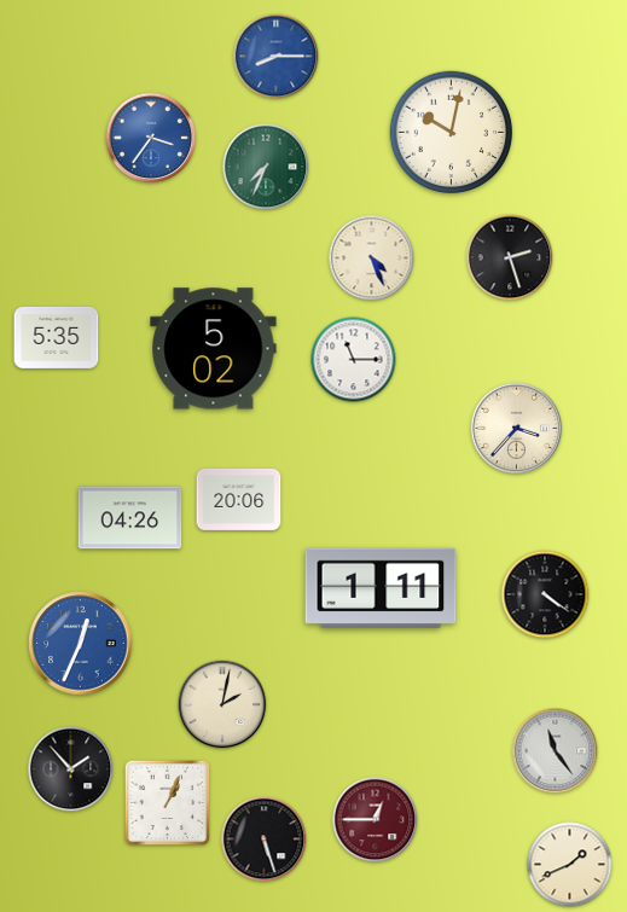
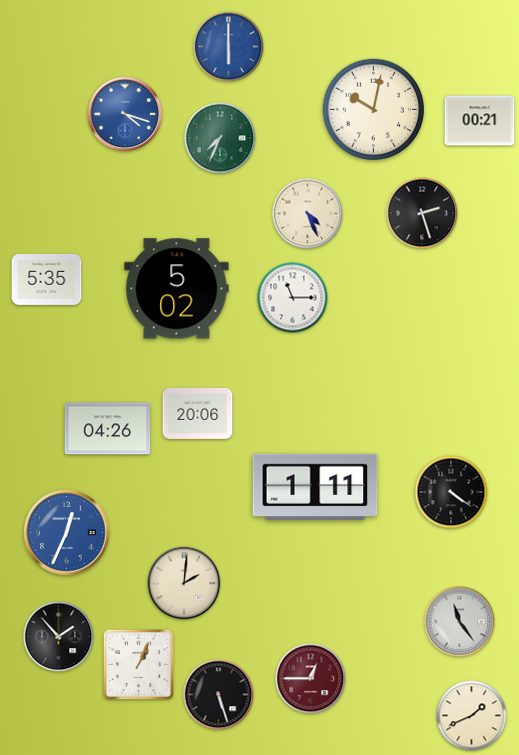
clock at (277, 57): 8:15 -> 6:00
clock at (151, 138): 3:36 -> 4:18
clock at (480, 121): none -> 00:21
clock at (517, 429): 3:37 -> none
clock at (222, 704): 2:02 -> 2:01
